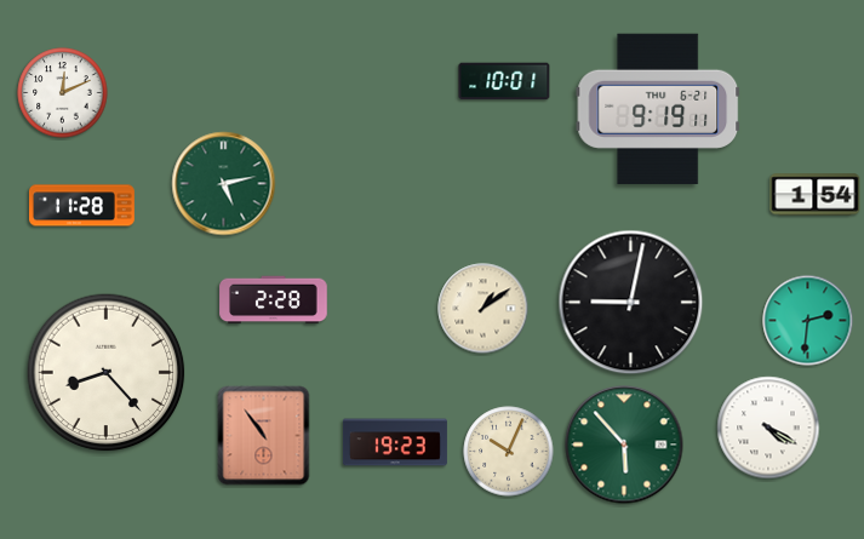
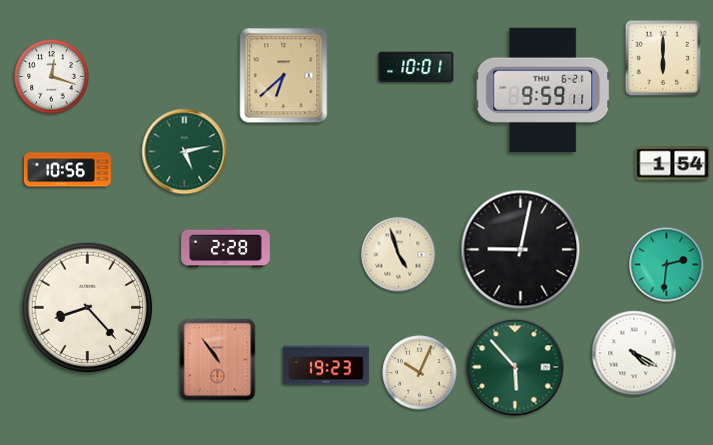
clock at (663, 58): none -> 6:00
clock at (284, 76): none -> 6:38
clock at (63, 93): 12:11 -> 12:18
clock at (658, 109): 9:19 -> 9:59
clock at (816, 195) position: (816, 195) -> (673, 164)
clock at (82, 206): 11:28 -> 10:56
clock at (484, 309): 1:09 -> 4:57
